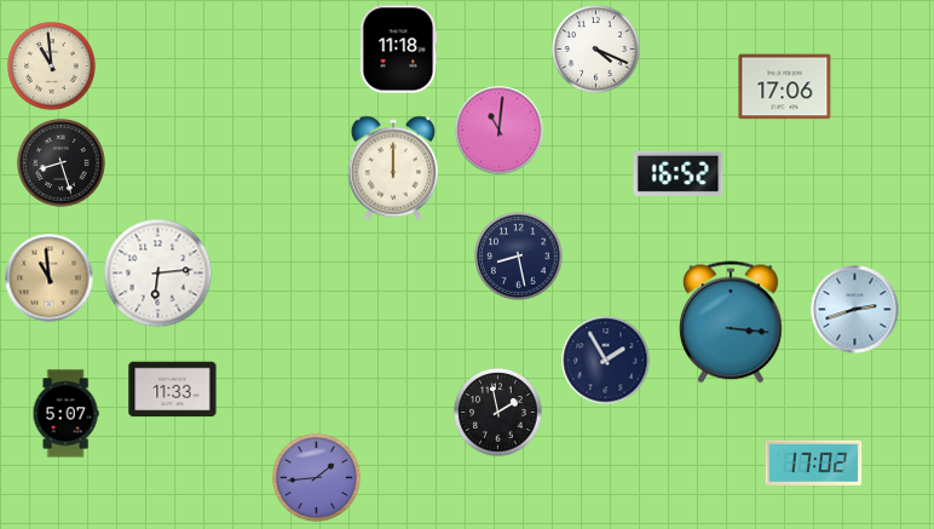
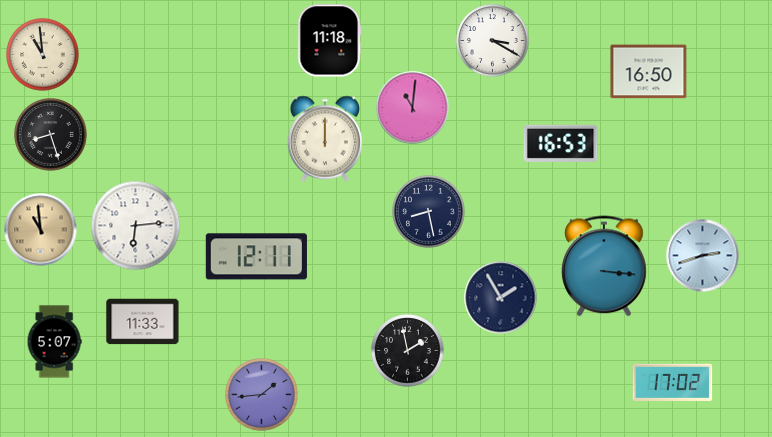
clock at (596, 50): 4:19 -> 3:20
clock at (785, 87): 17:06 -> 16:50
clock at (679, 173): 16:52 -> 16:53
clock at (158, 274) position: (158, 274) -> (136, 226)
clock at (855, 310) position: (855, 310) -> (703, 256)
clock at (256, 257): none -> 12:11
clock at (498, 413) position: (498, 413) -> (408, 351)
